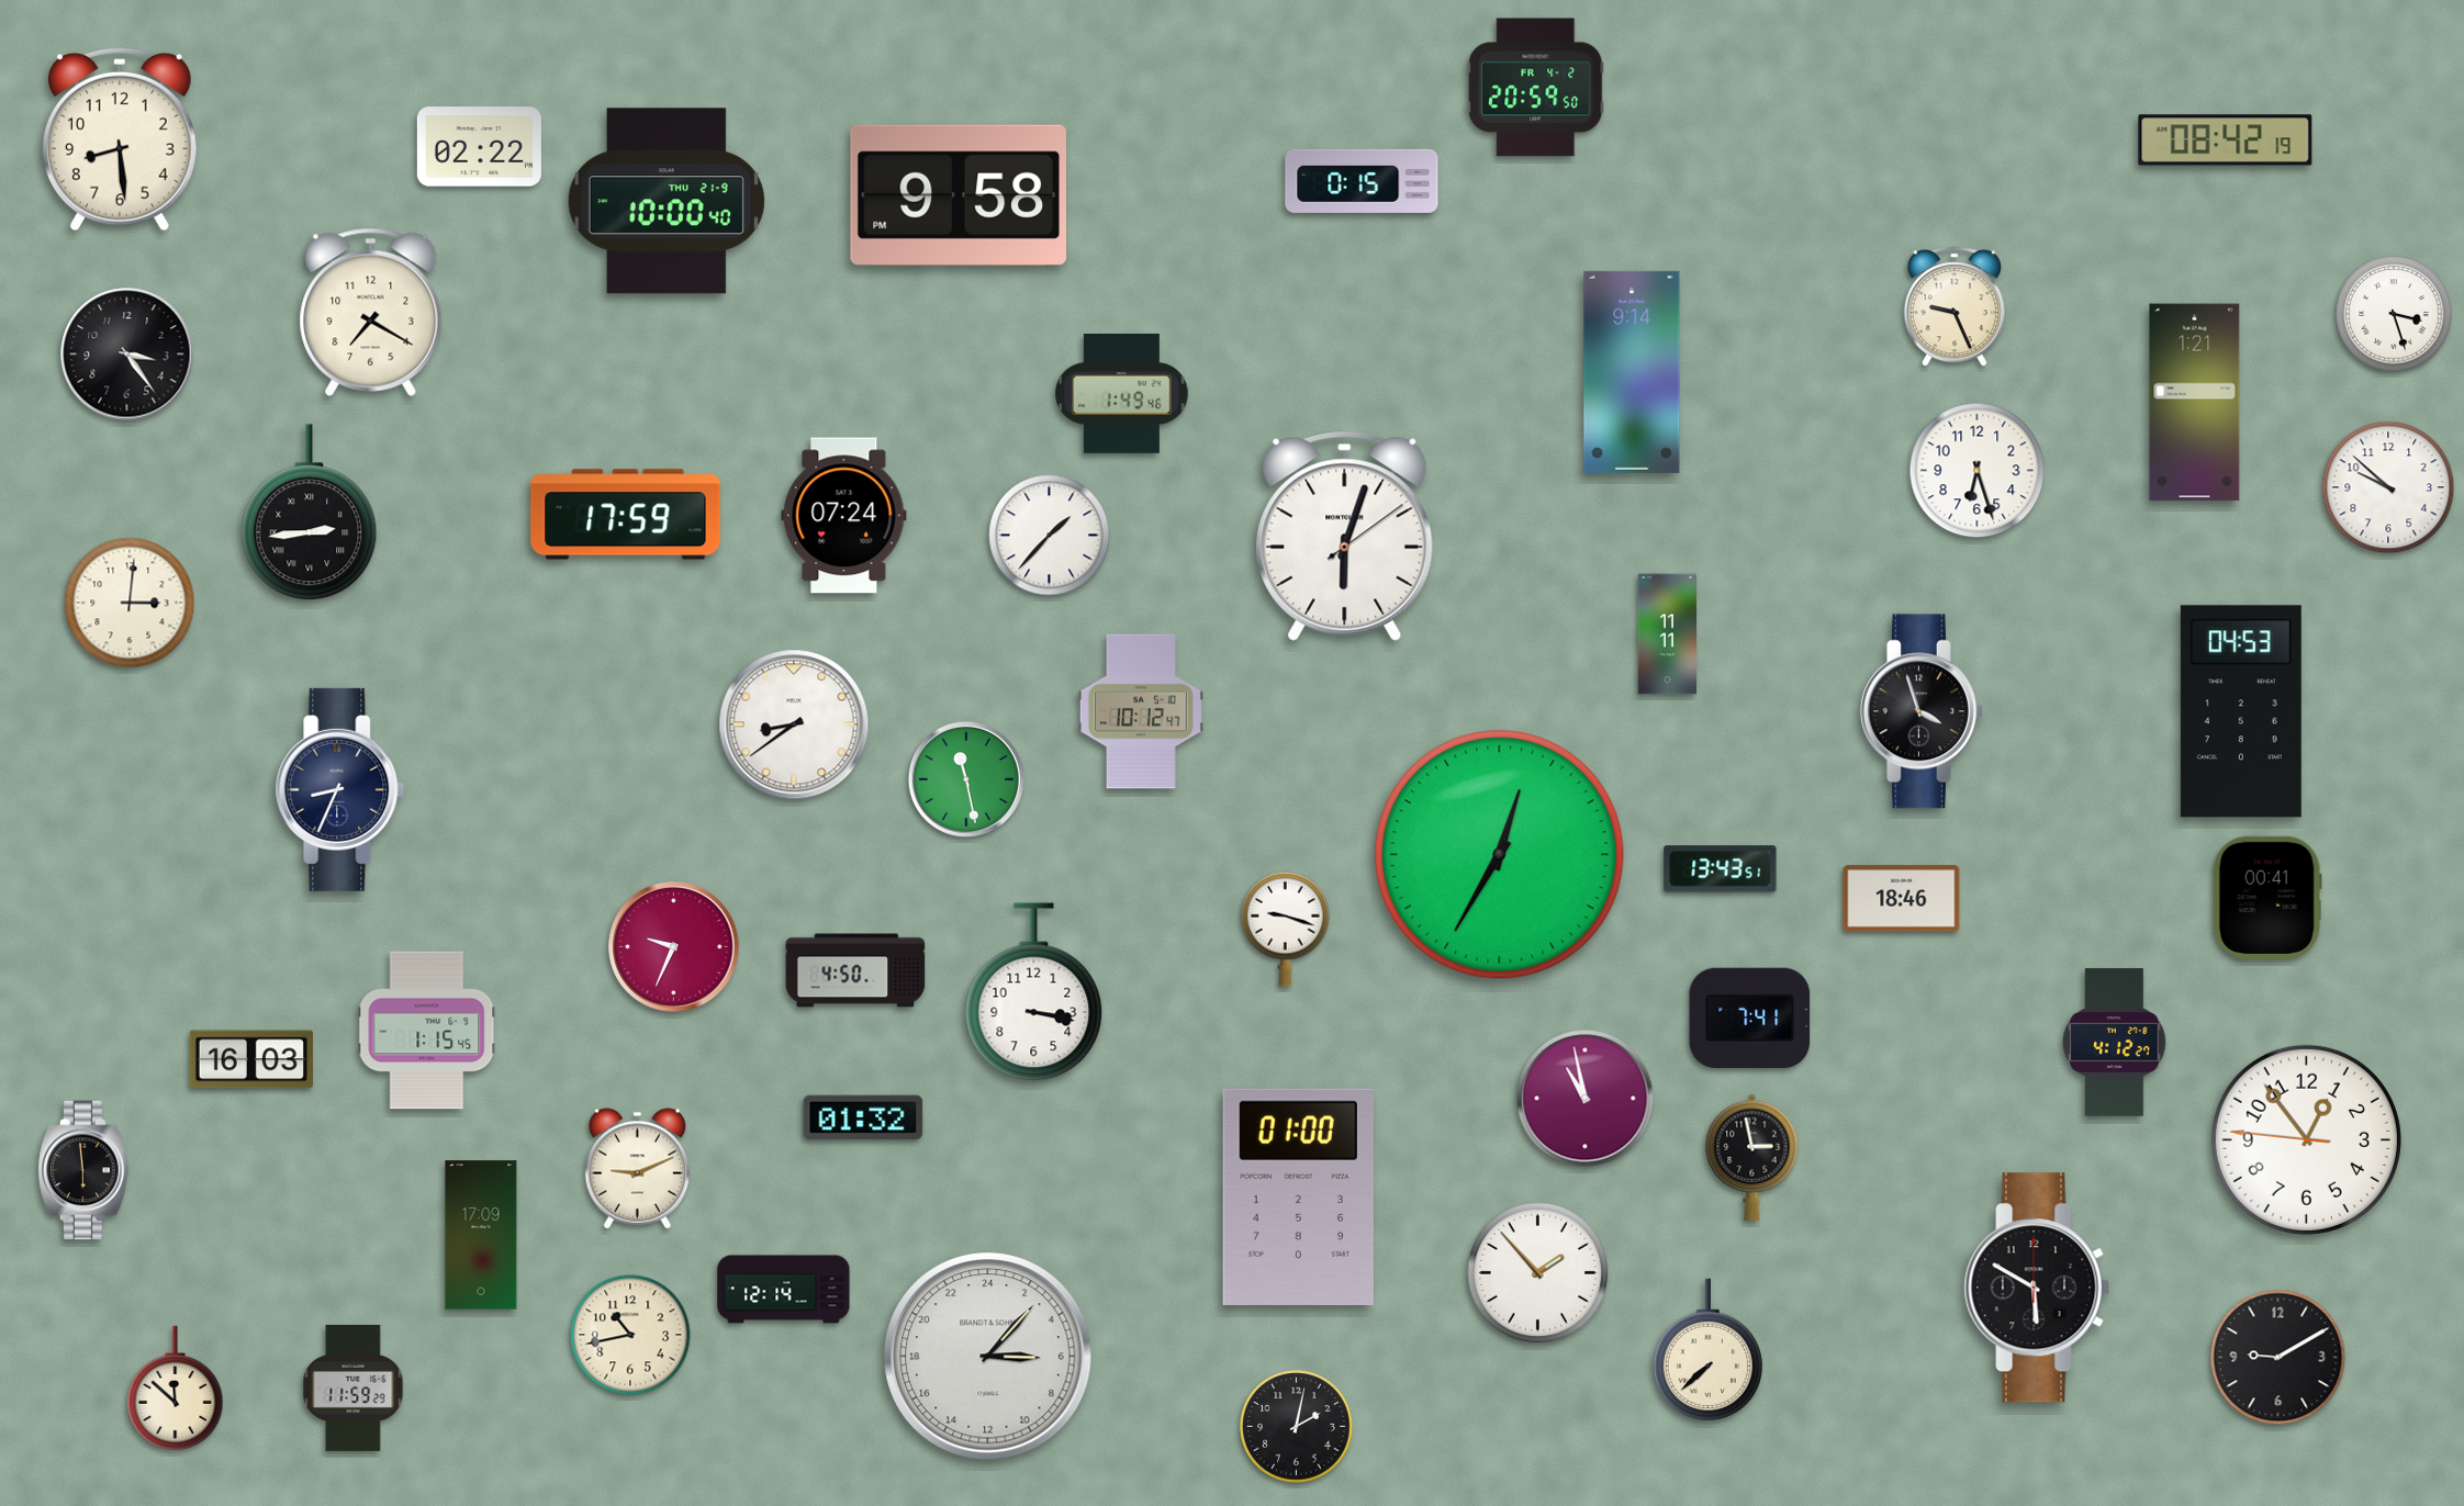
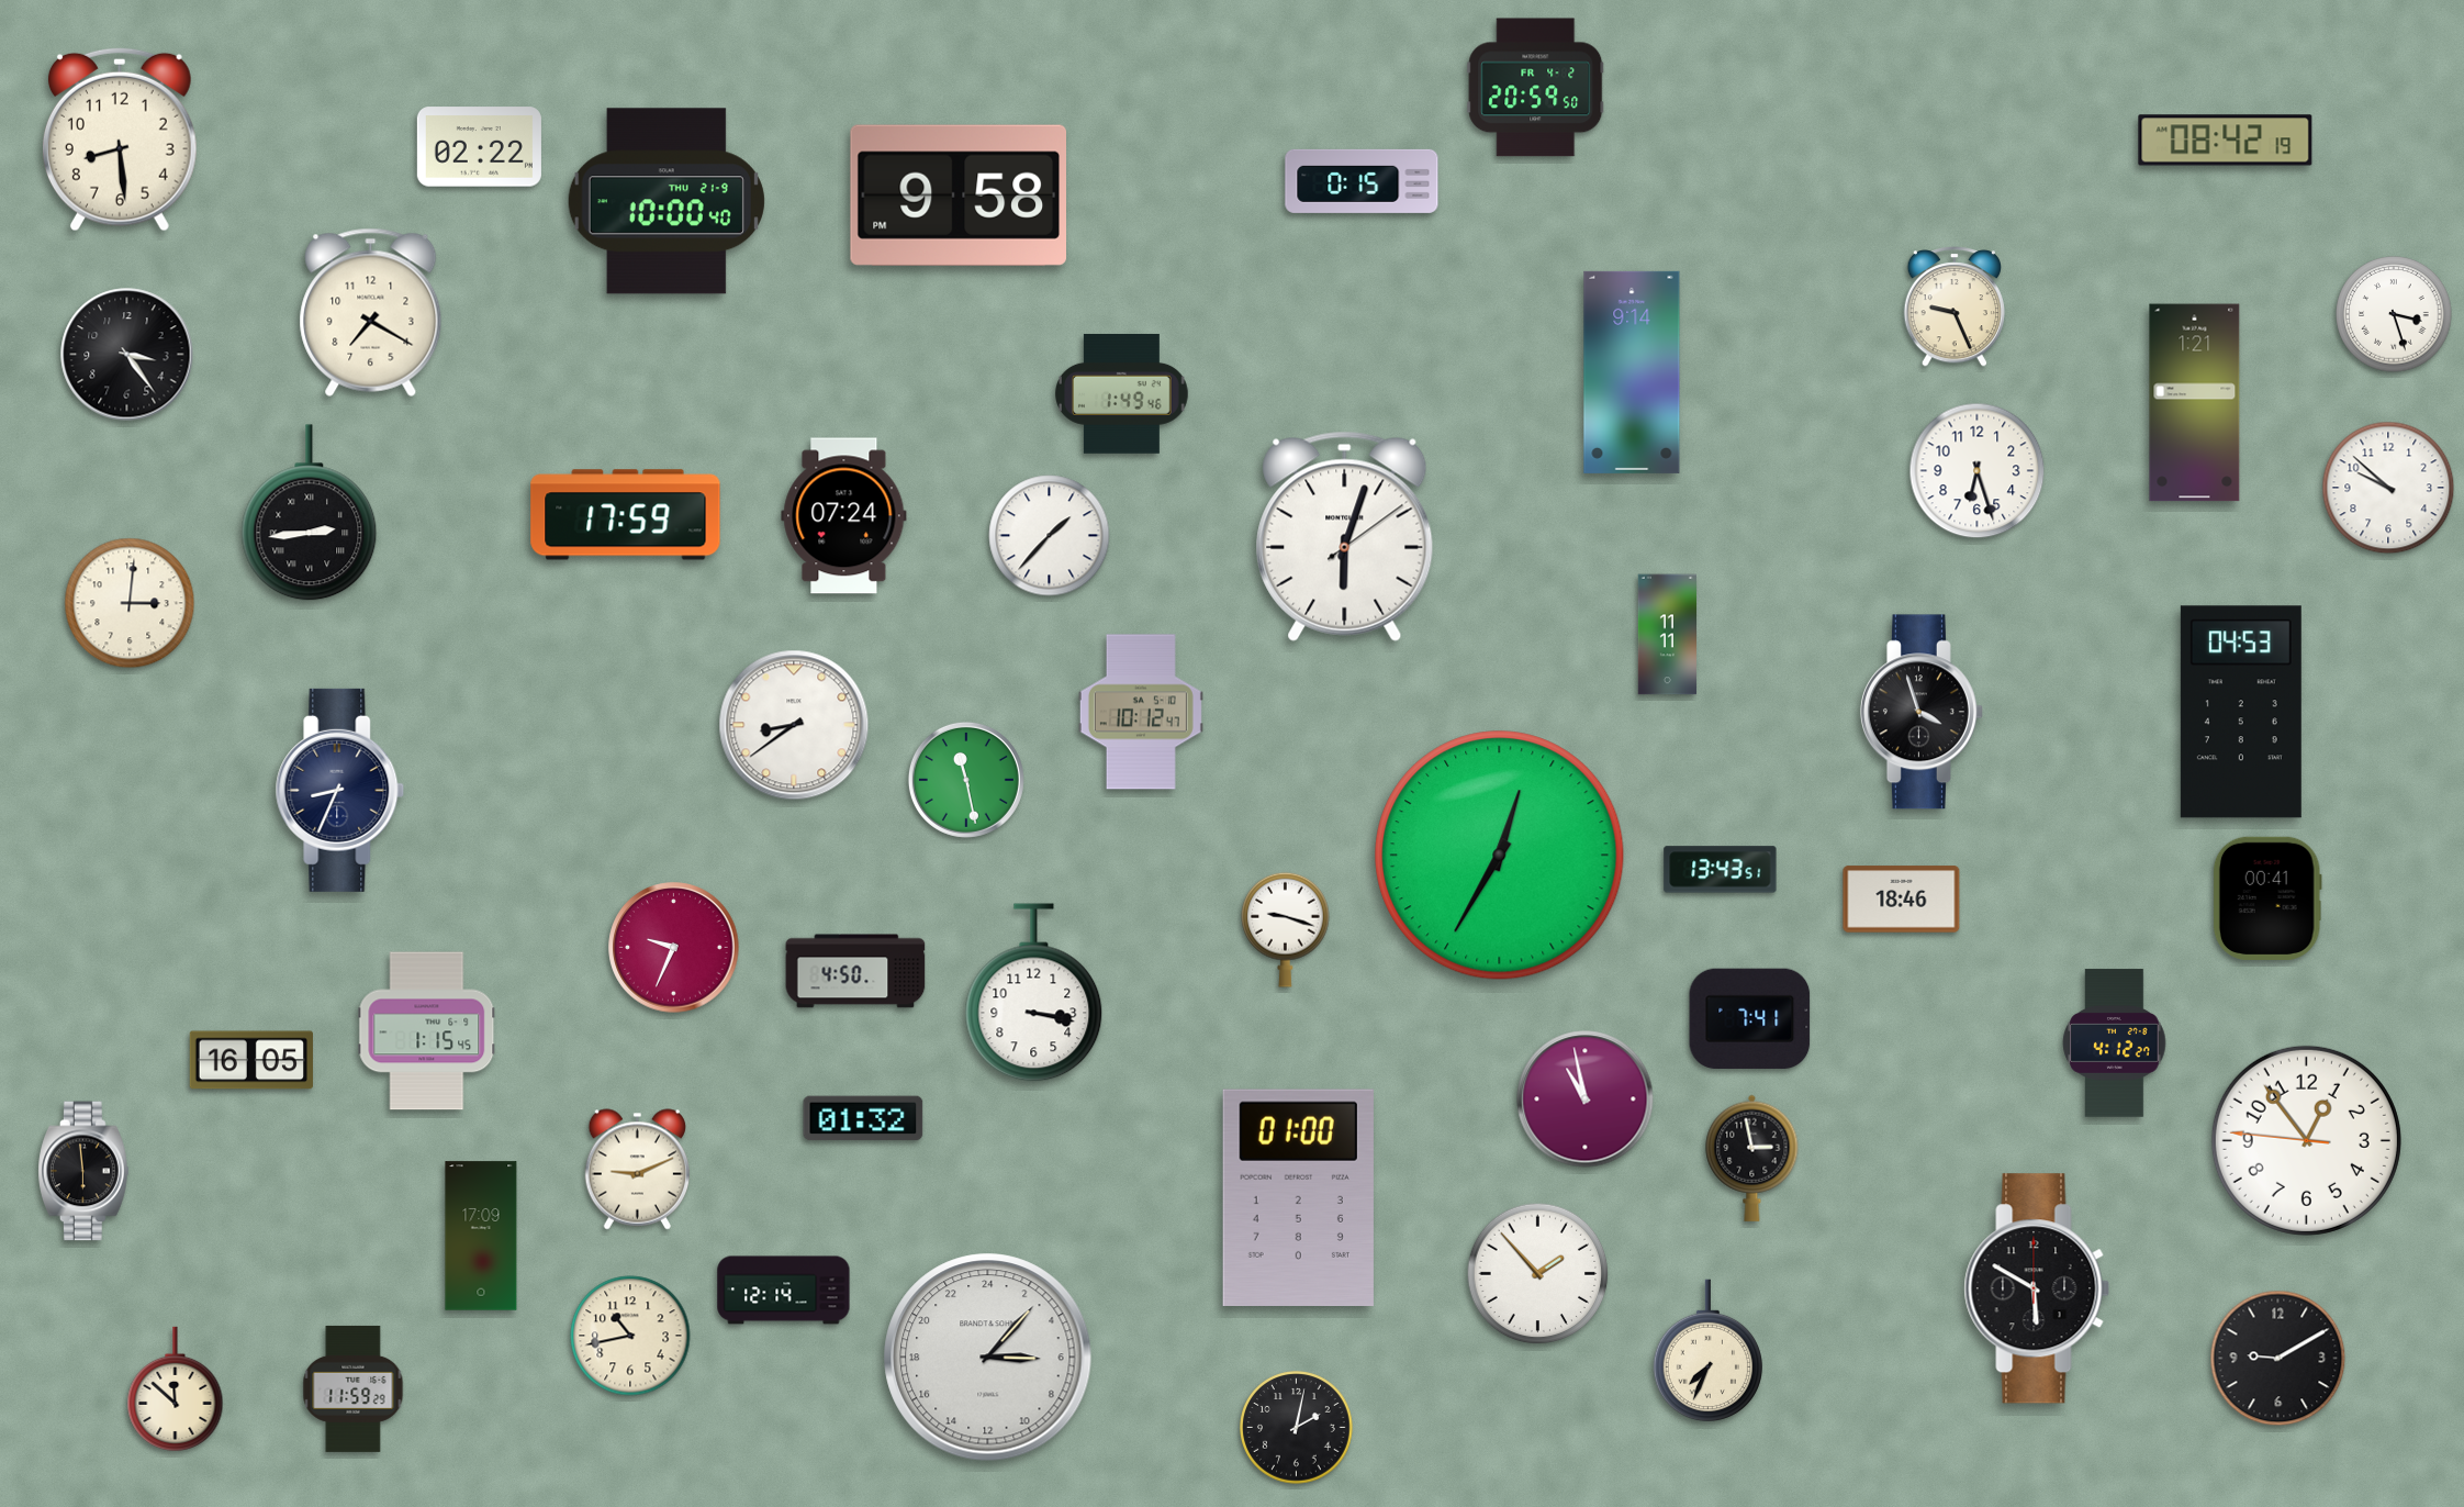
clock at (251, 1059): 16:03 -> 16:05
clock at (1707, 1350): 7:38 -> 7:34
